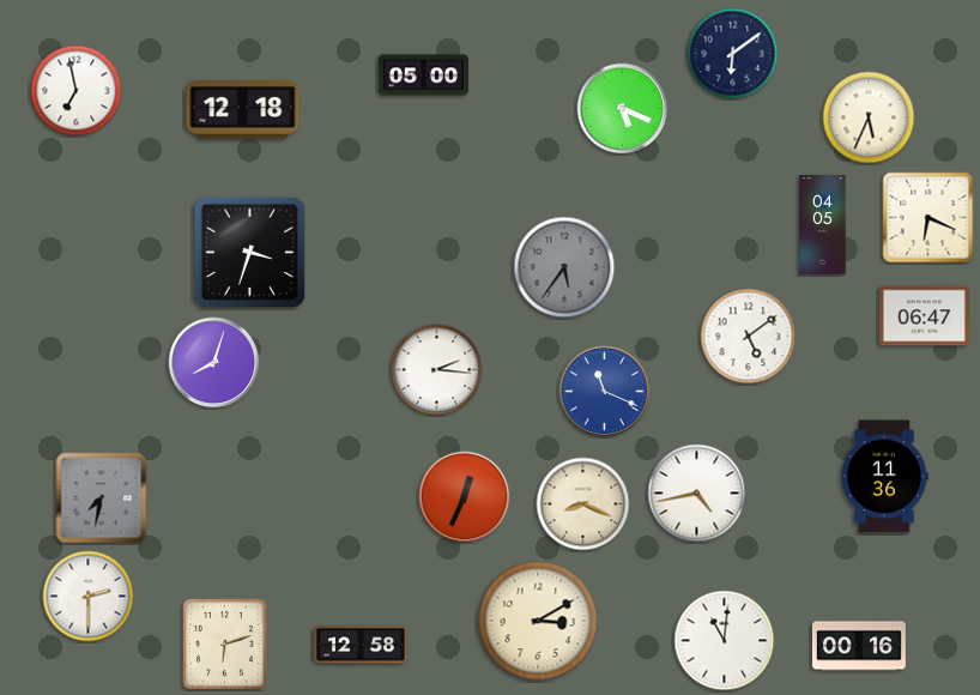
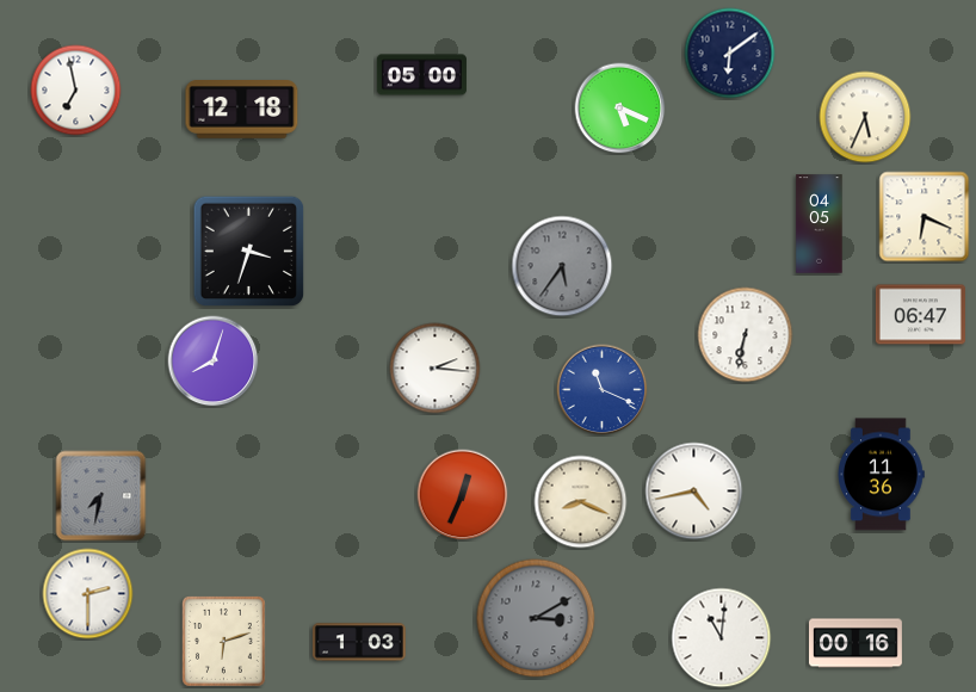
clock at (749, 337): 5:09 -> 6:32
clock at (538, 621) dial: cream -> grey
clock at (361, 645): 12:58 -> 1:03
